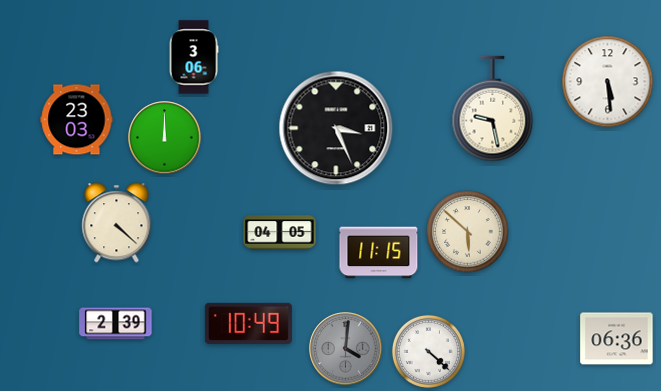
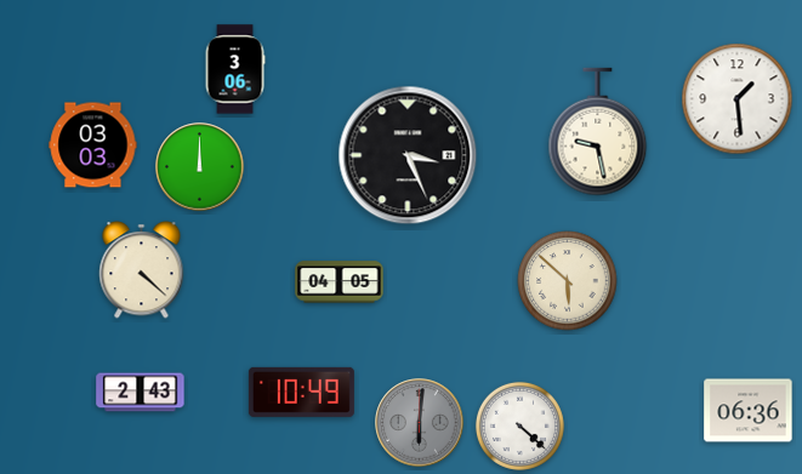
clock at (608, 82): 5:29 -> 1:29
clock at (77, 120): 23:03 -> 03:03
clock at (379, 253): 11:15 -> none
clock at (116, 324): 2:39 -> 2:43
clock at (346, 349): 4:01 -> 6:01
